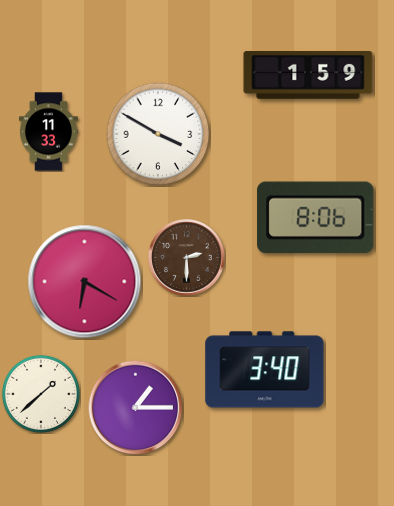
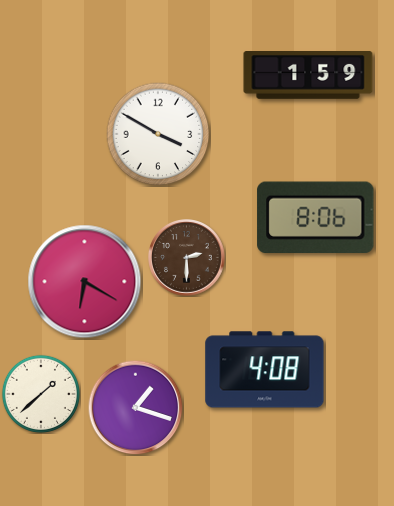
clock at (48, 132): 11:33 -> none
clock at (265, 370): 3:40 -> 4:08
clock at (135, 407): 1:15 -> 1:18
